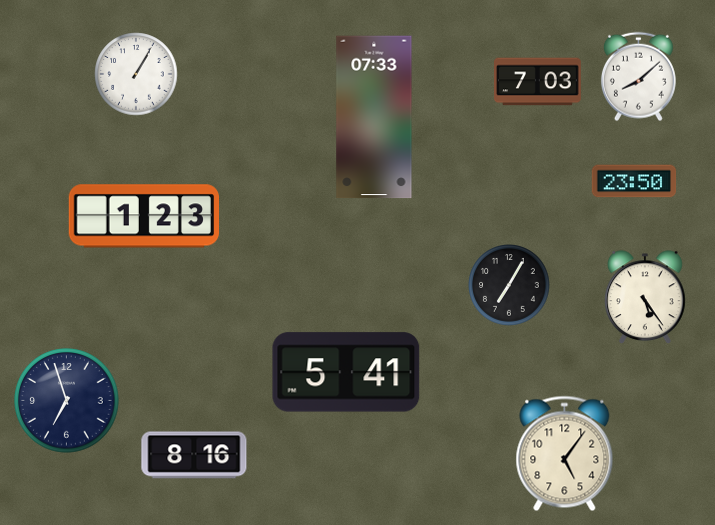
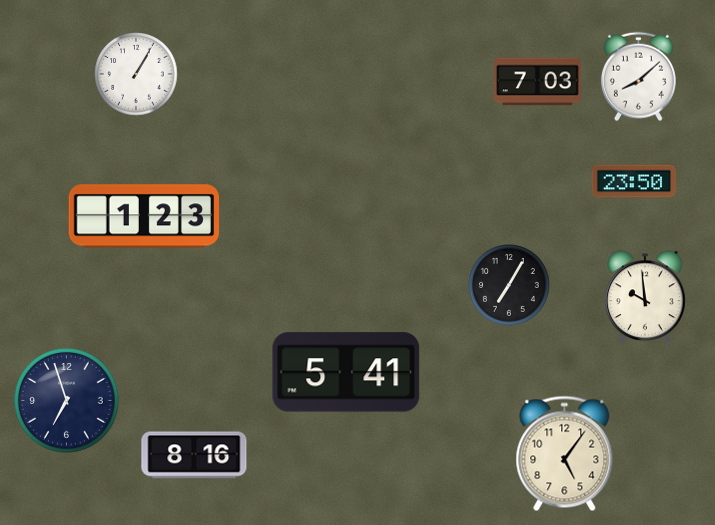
clock at (374, 117): 07:33 -> none
clock at (646, 298): 5:24 -> 9:59
